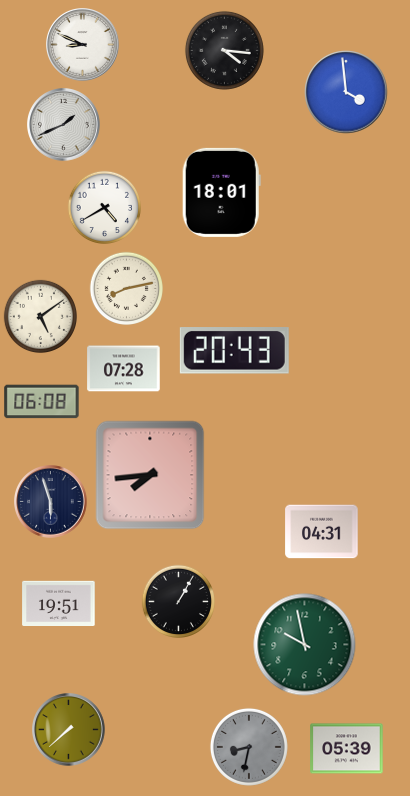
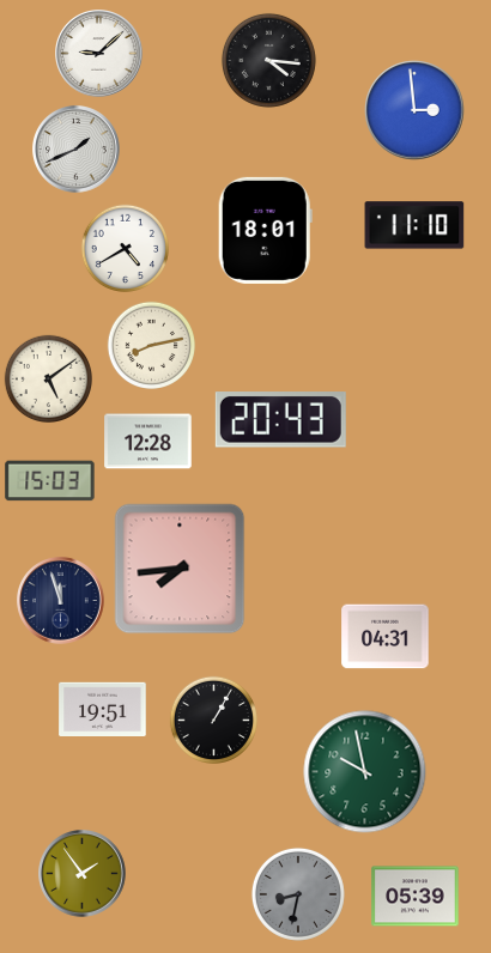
clock at (83, 45): 8:49 -> 9:08
clock at (346, 92): 3:59 -> 2:59
clock at (414, 225): none -> 11:10
clock at (124, 369): 07:28 -> 12:28
clock at (42, 402): 06:08 -> 15:03
clock at (51, 502): 5:57 -> 11:57
clock at (59, 603) position: (59, 603) -> (103, 709)
clock at (69, 730): 7:38 -> 1:54
